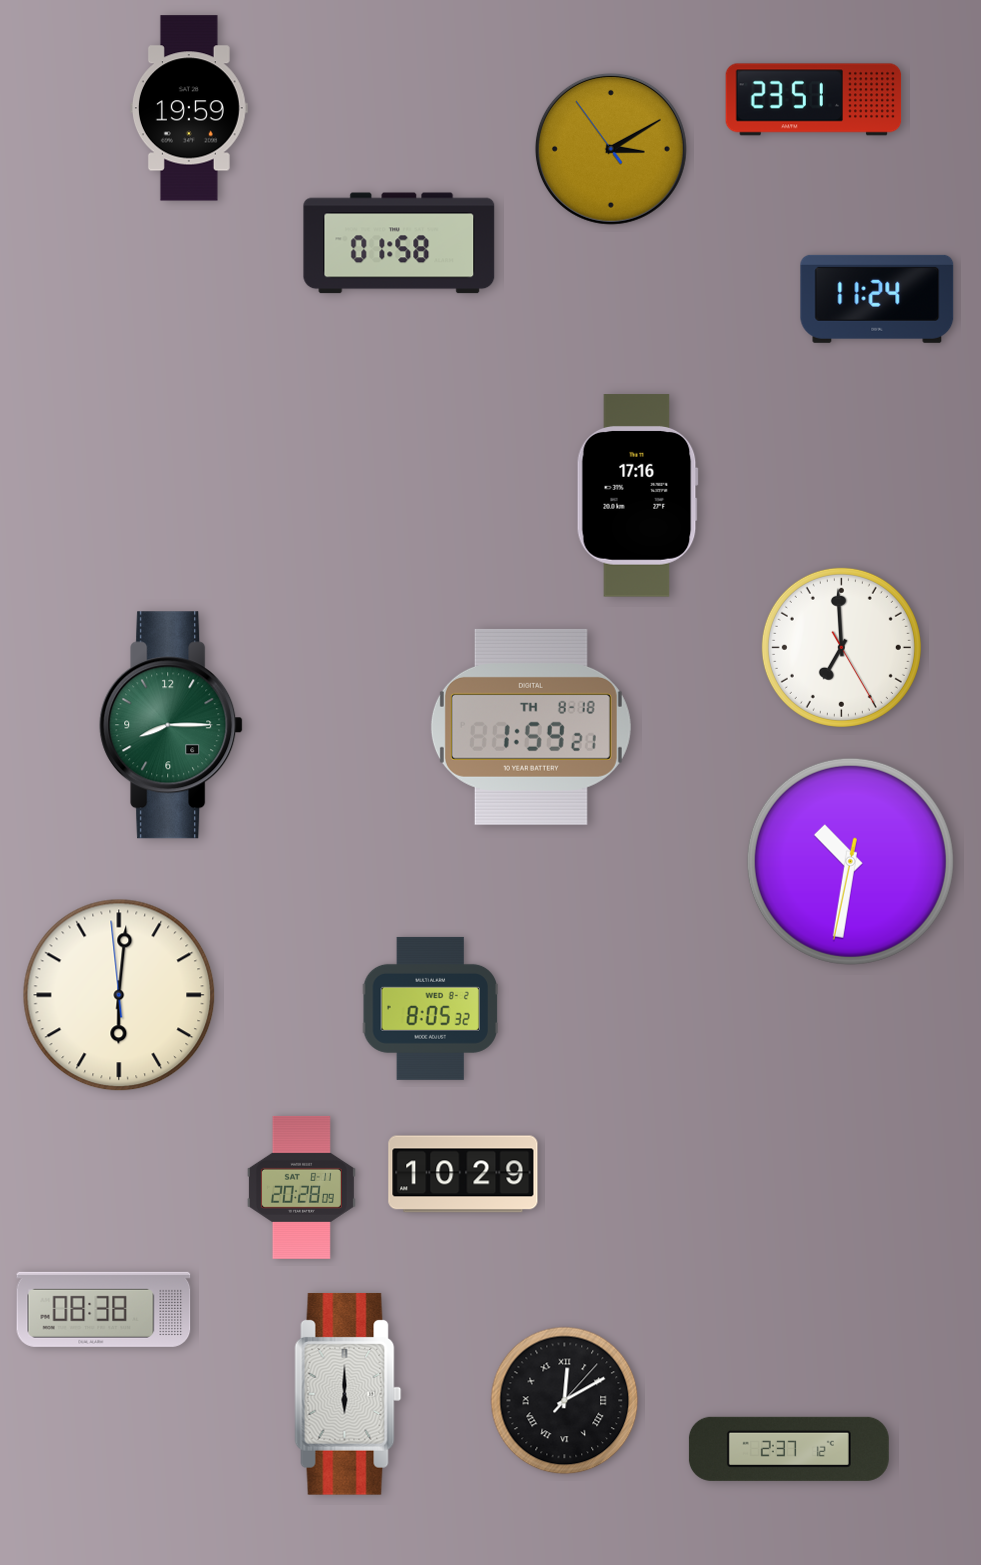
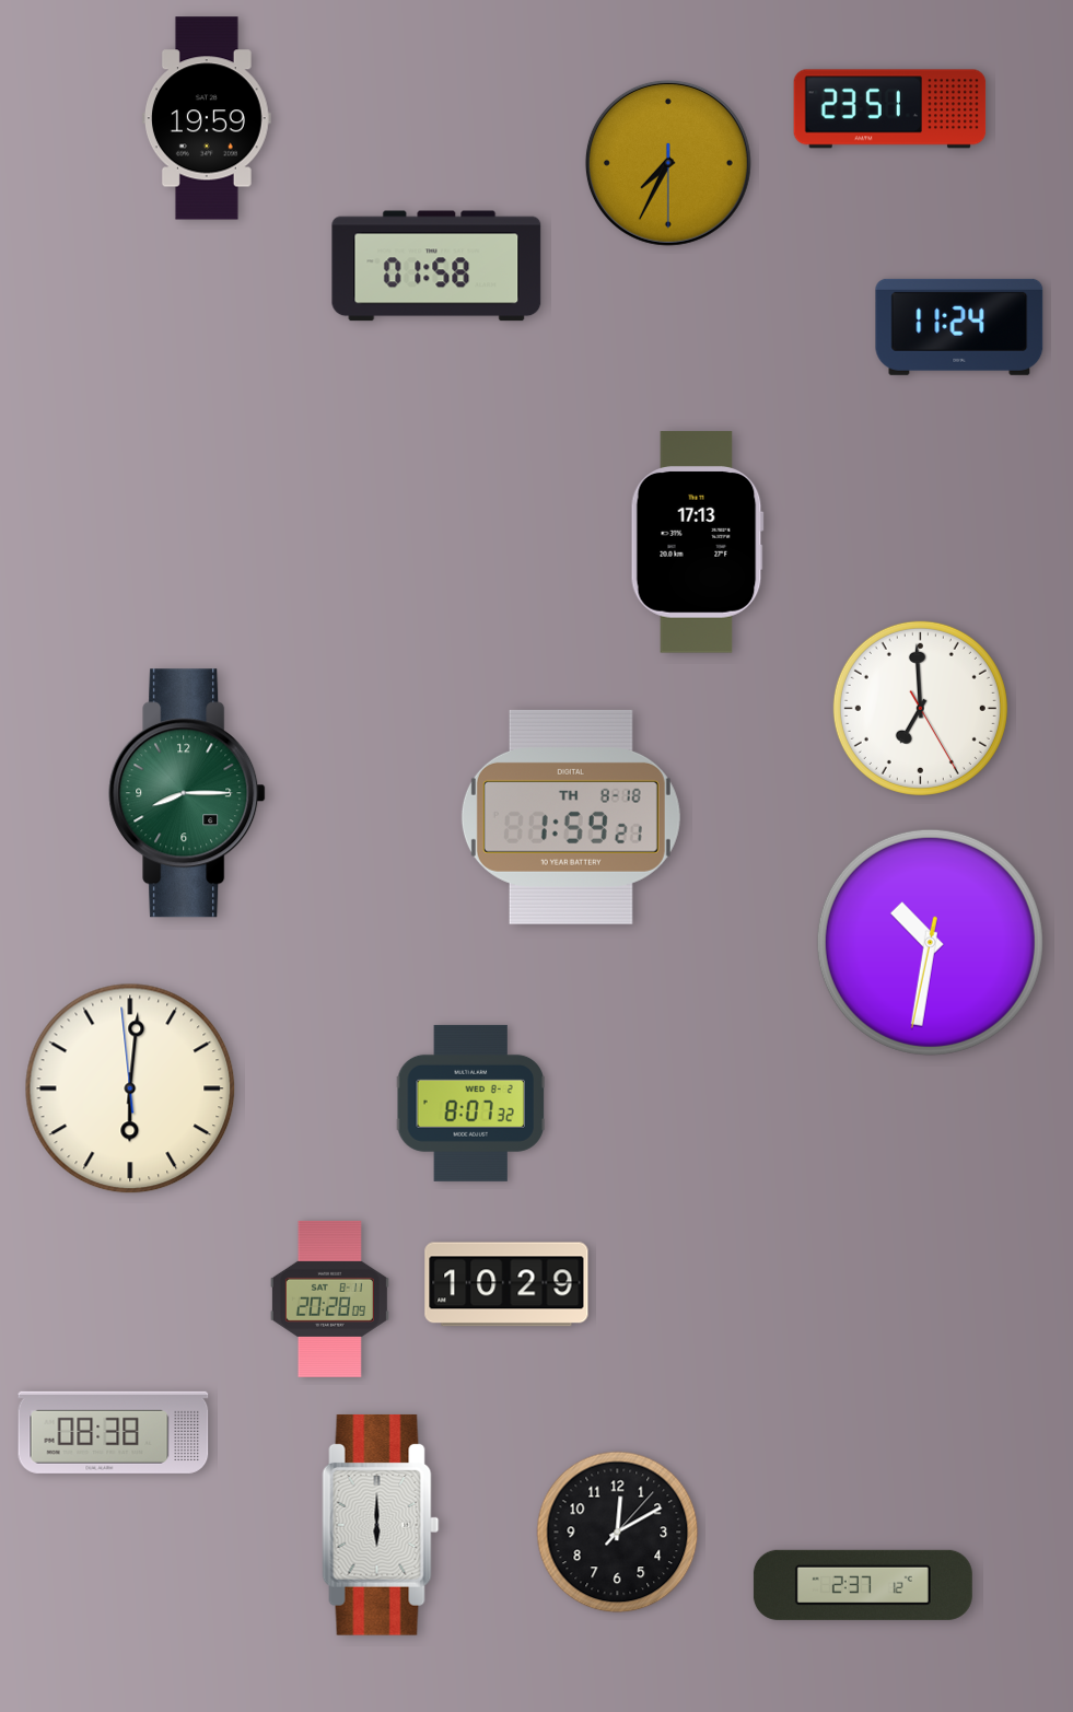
clock at (611, 149): 3:09 -> 7:34
clock at (637, 496): 17:16 -> 17:13
clock at (531, 727) position: (531, 727) -> (571, 817)
clock at (430, 1008): 8:05 -> 8:07
clock at (565, 1401) numerals: Roman -> Arabic
